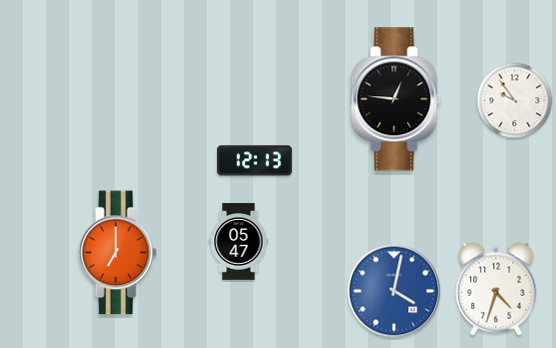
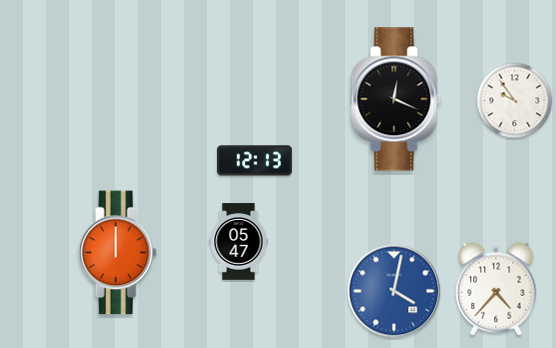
clock at (396, 99): 12:46 -> 12:19
clock at (117, 253): 7:00 -> 12:00
clock at (496, 289): 4:33 -> 4:37
